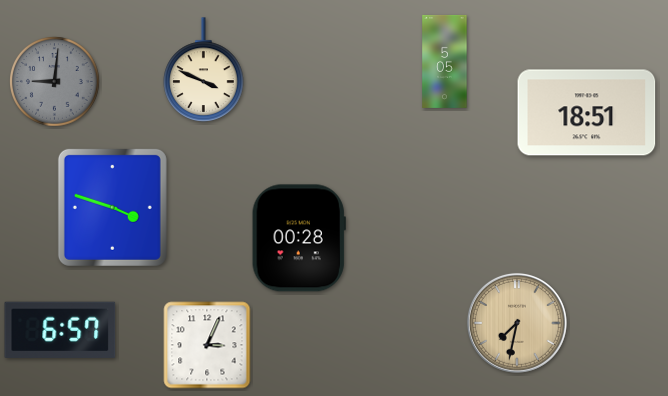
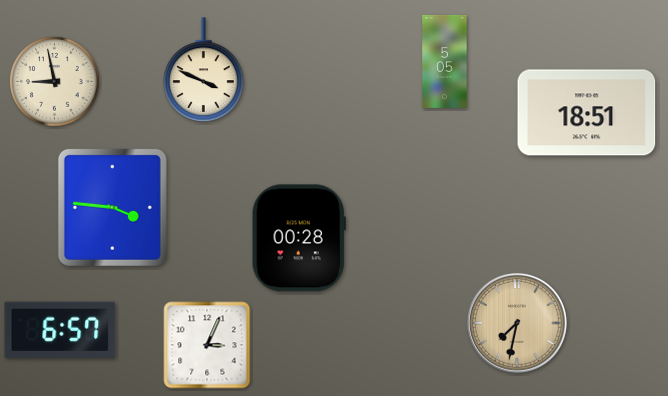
clock at (55, 82): 9:01 -> 8:58
clock at (55, 82) dial: grey -> cream
clock at (112, 207): 3:48 -> 3:46
